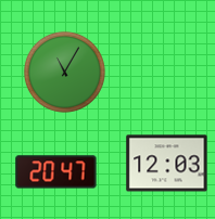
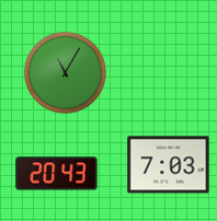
clock at (167, 164): 12:03 -> 7:03
clock at (56, 172): 20:47 -> 20:43
